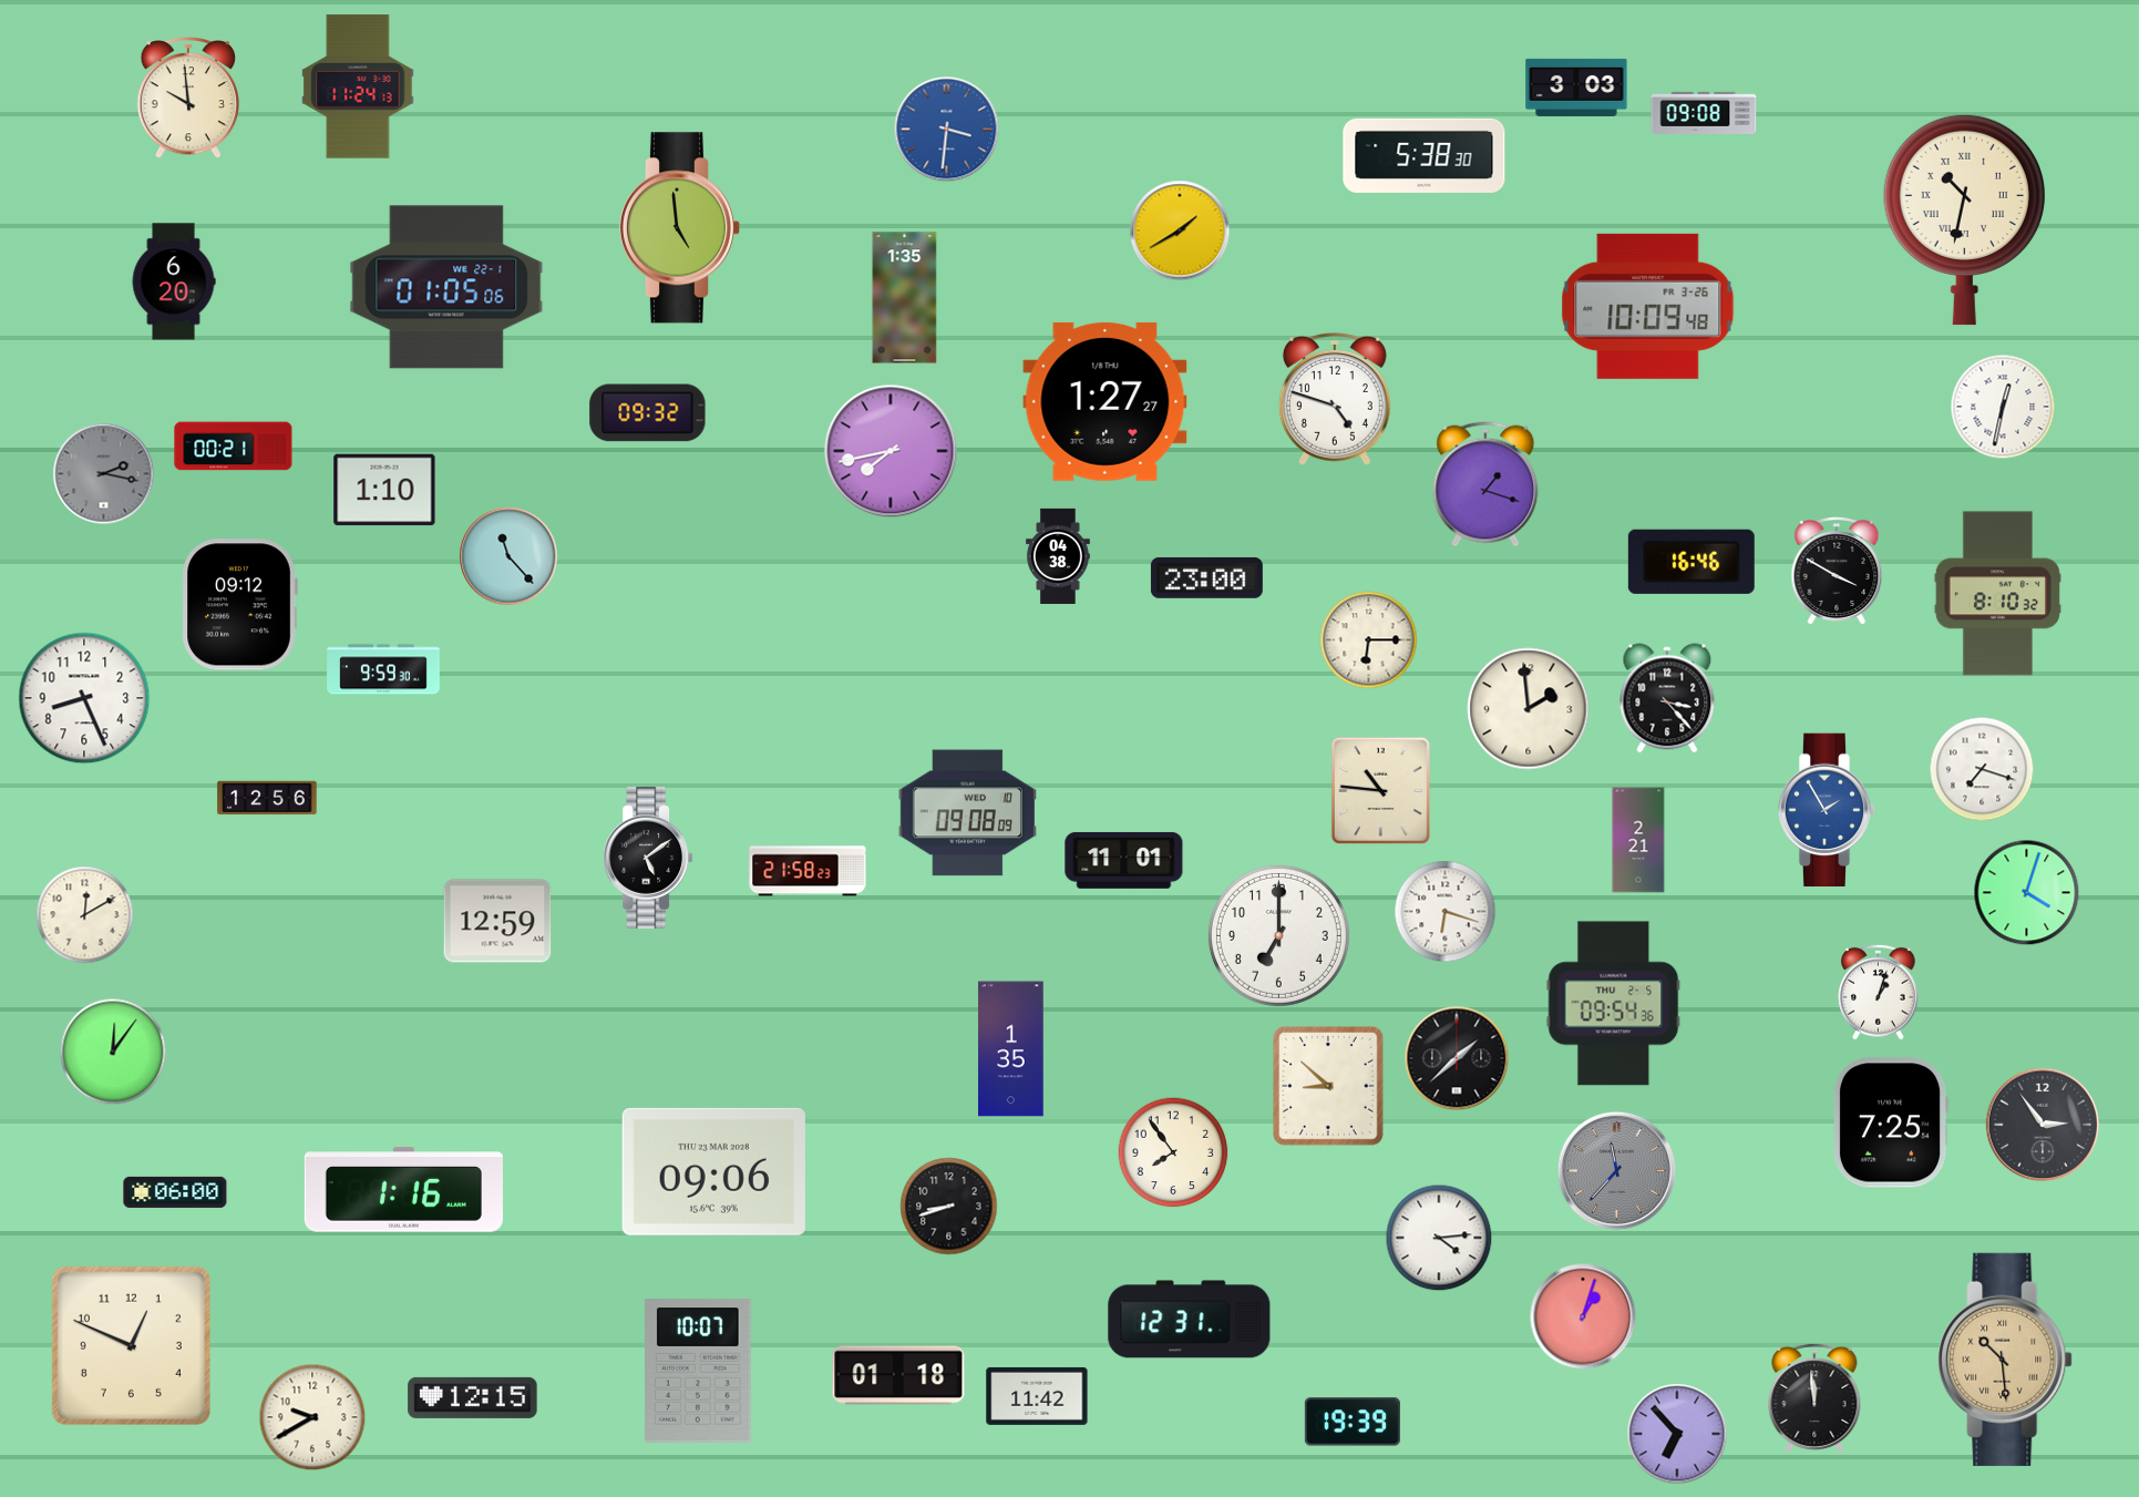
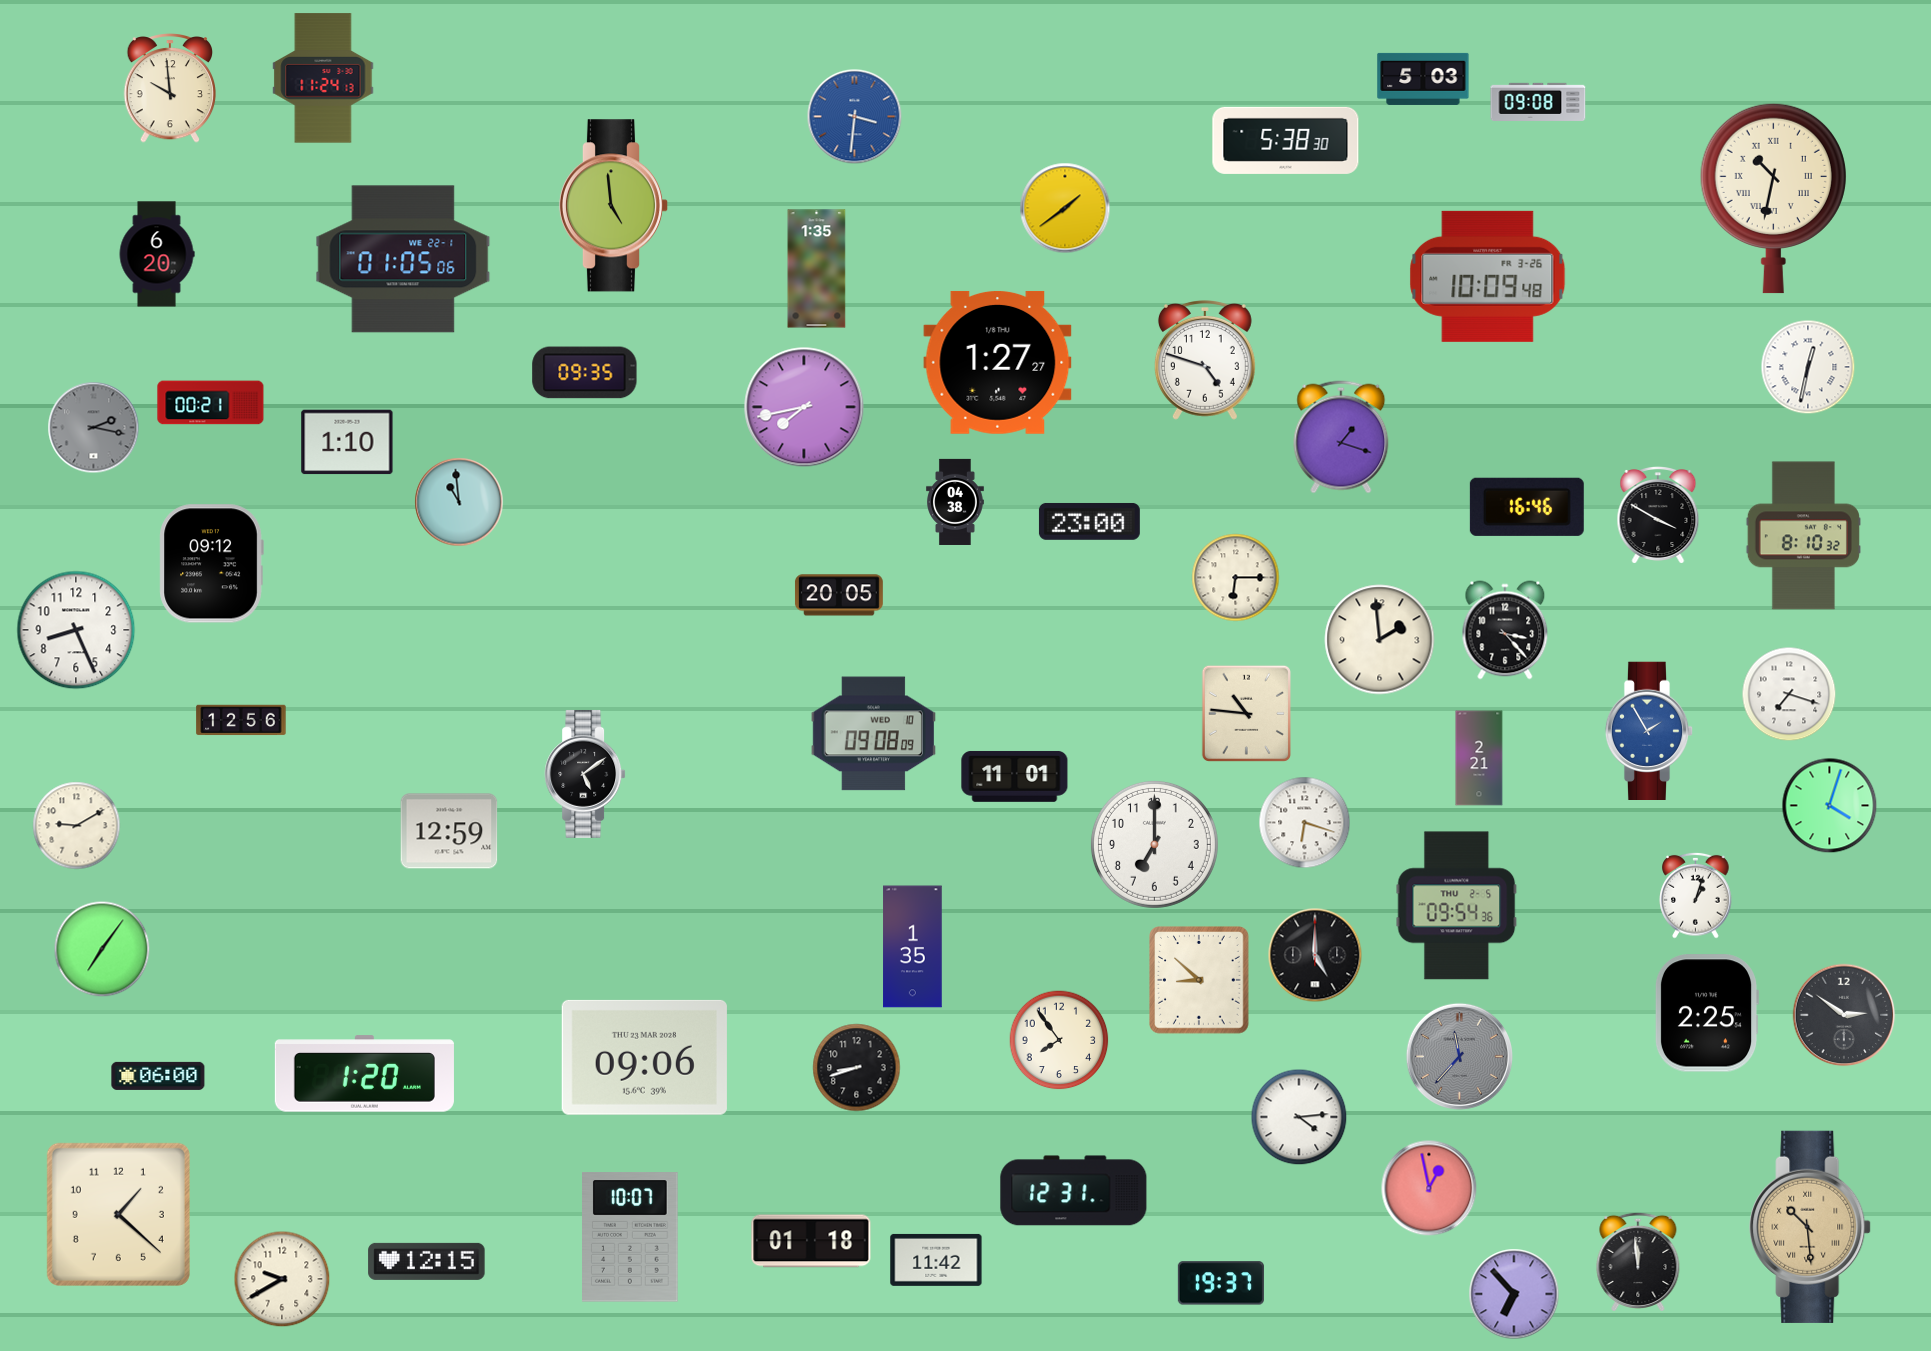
clock at (1576, 88): 3:03 -> 5:03
clock at (1180, 230): 1:40 -> 1:39
clock at (648, 413): 09:32 -> 09:35
clock at (508, 556): 11:23 -> 10:59
clock at (239, 605) position: (239, 605) -> (211, 564)
clock at (839, 595): none -> 20:05
clock at (383, 669): 9:59 -> none
clock at (808, 871): 21:58 -> none
clock at (85, 915): 12:10 -> 9:10
clock at (113, 1052): 12:06 -> 7:06
clock at (1457, 1058): 1:38 -> 5:00
clock at (1891, 1122): 7:25 -> 2:25
clock at (2043, 1125): 2:54 -> 2:51
clock at (403, 1190): 1:16 -> 1:20
clock at (949, 1207) position: (949, 1207) -> (857, 1068)
clock at (1583, 1316): 1:03 -> 12:58
clock at (131, 1345): 12:49 -> 1:22
clock at (1353, 1422): 19:39 -> 19:37
